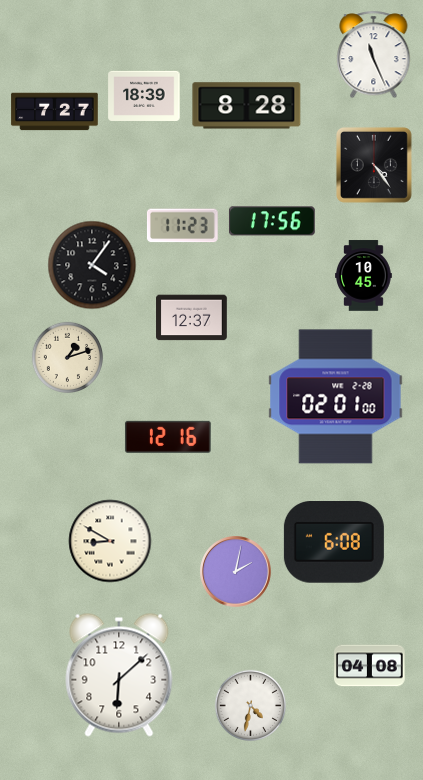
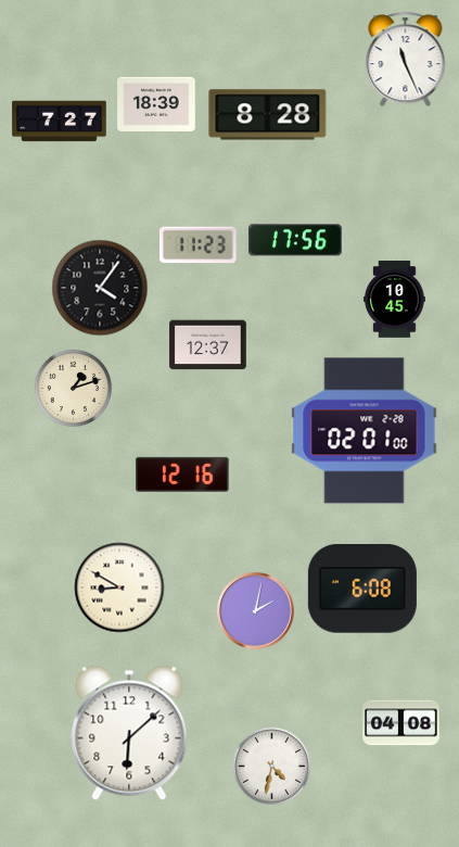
clock at (374, 165): 4:24 -> none
clock at (236, 572) position: (236, 572) -> (256, 611)
